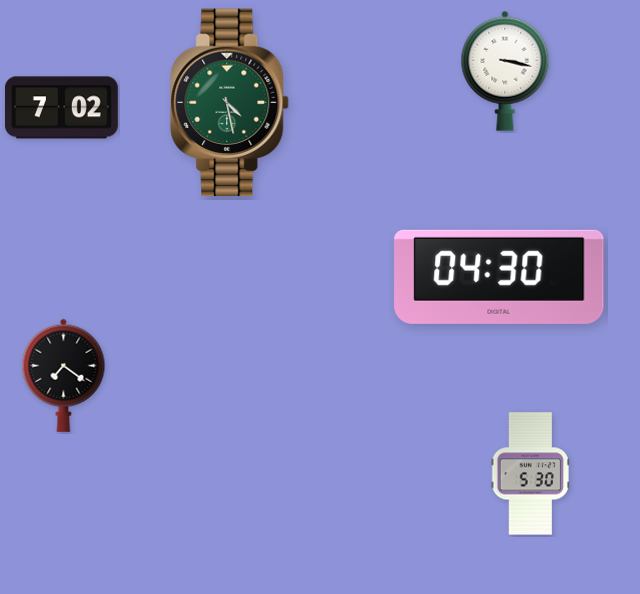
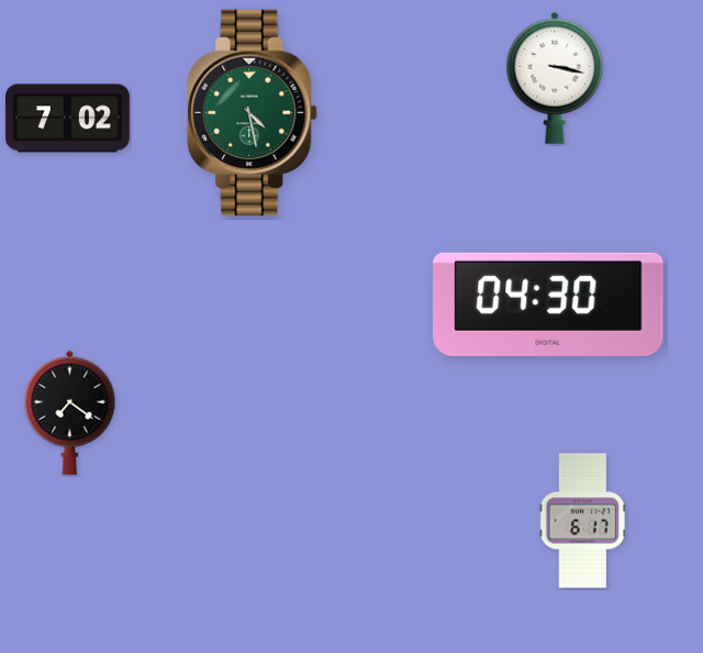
clock at (530, 474): 5:30 -> 6:17
